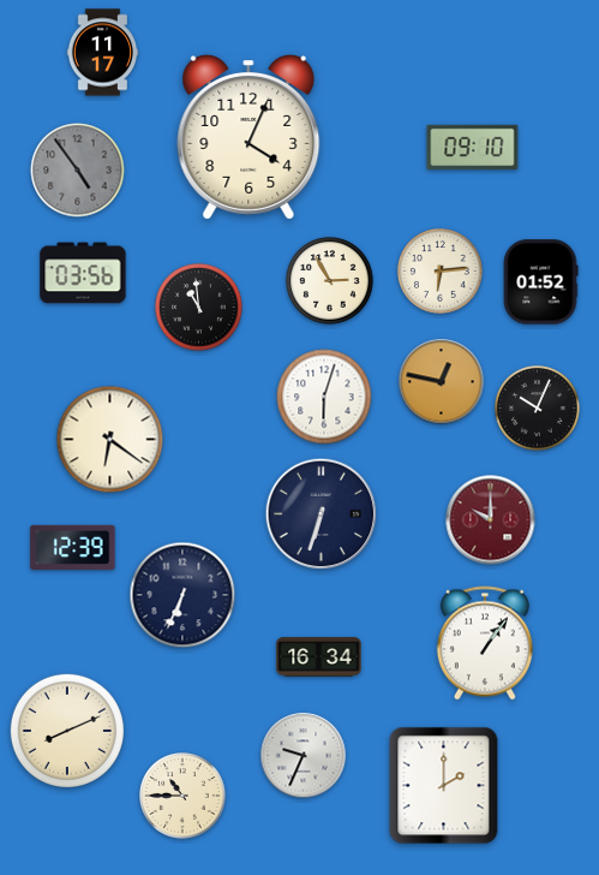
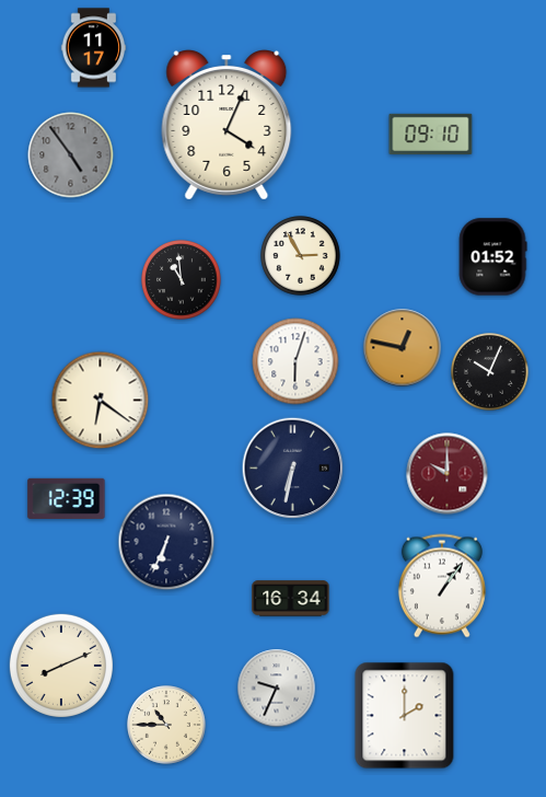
clock at (441, 272): 6:14 -> none
clock at (83, 273): 03:56 -> none
clock at (322, 514): 6:33 -> 6:32
